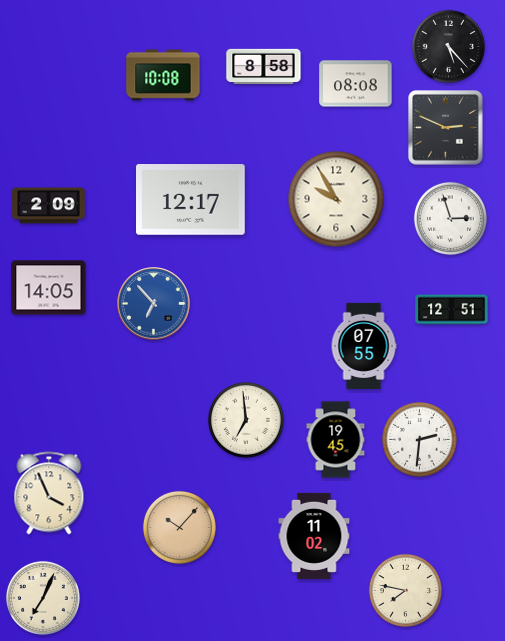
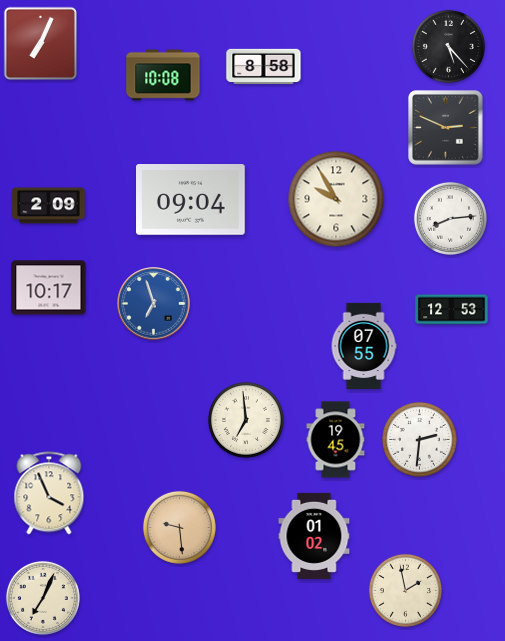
clock at (40, 43): none -> 7:04
clock at (356, 84): 08:08 -> none
clock at (191, 200): 12:17 -> 09:04
clock at (450, 218): 2:57 -> 8:14
clock at (49, 288): 14:05 -> 10:17
clock at (154, 304): 6:53 -> 6:57
clock at (452, 310): 12:51 -> 12:53
clock at (179, 527): 10:07 -> 9:29
clock at (314, 536): 11:02 -> 01:02
clock at (405, 590): 7:47 -> 1:58
